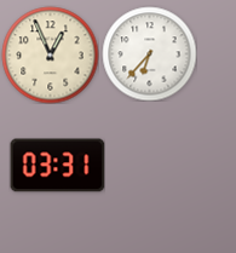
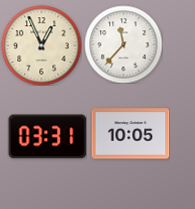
clock at (149, 53): 6:37 -> 11:37
clock at (130, 134): none -> 10:05
